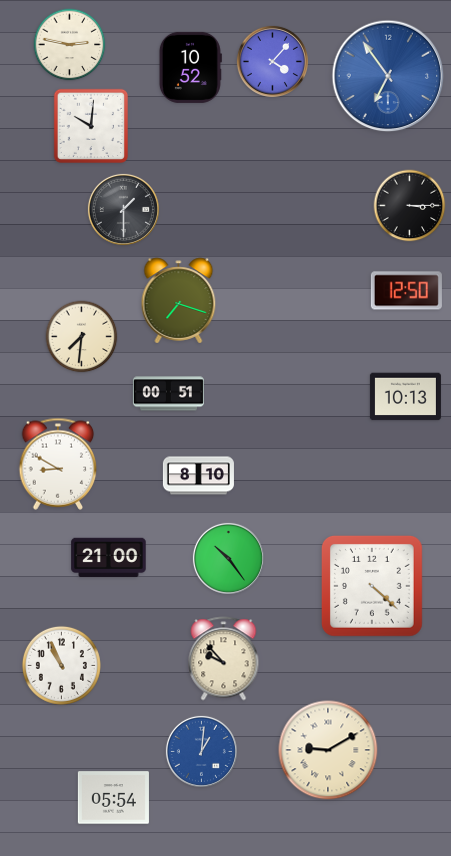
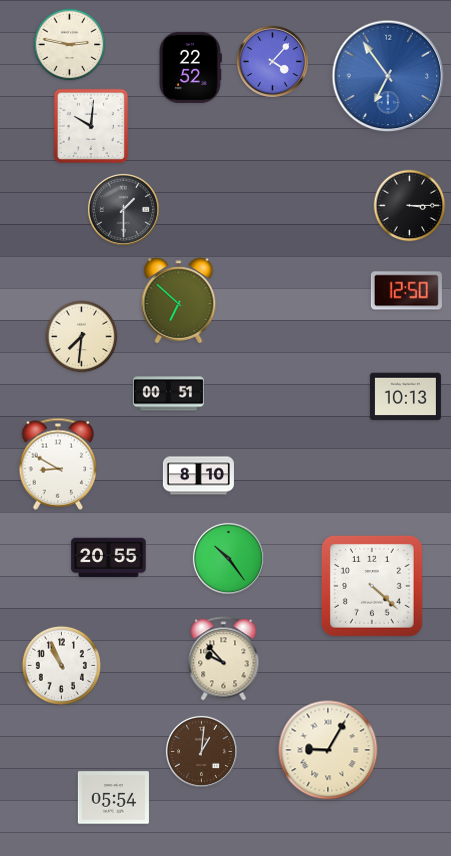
clock at (190, 67): 10:52 -> 22:52
clock at (179, 301): 7:18 -> 6:52
clock at (109, 558): 21:00 -> 20:55
clock at (328, 750): 9:10 -> 9:05
clock at (201, 751) dial: blue -> brown
